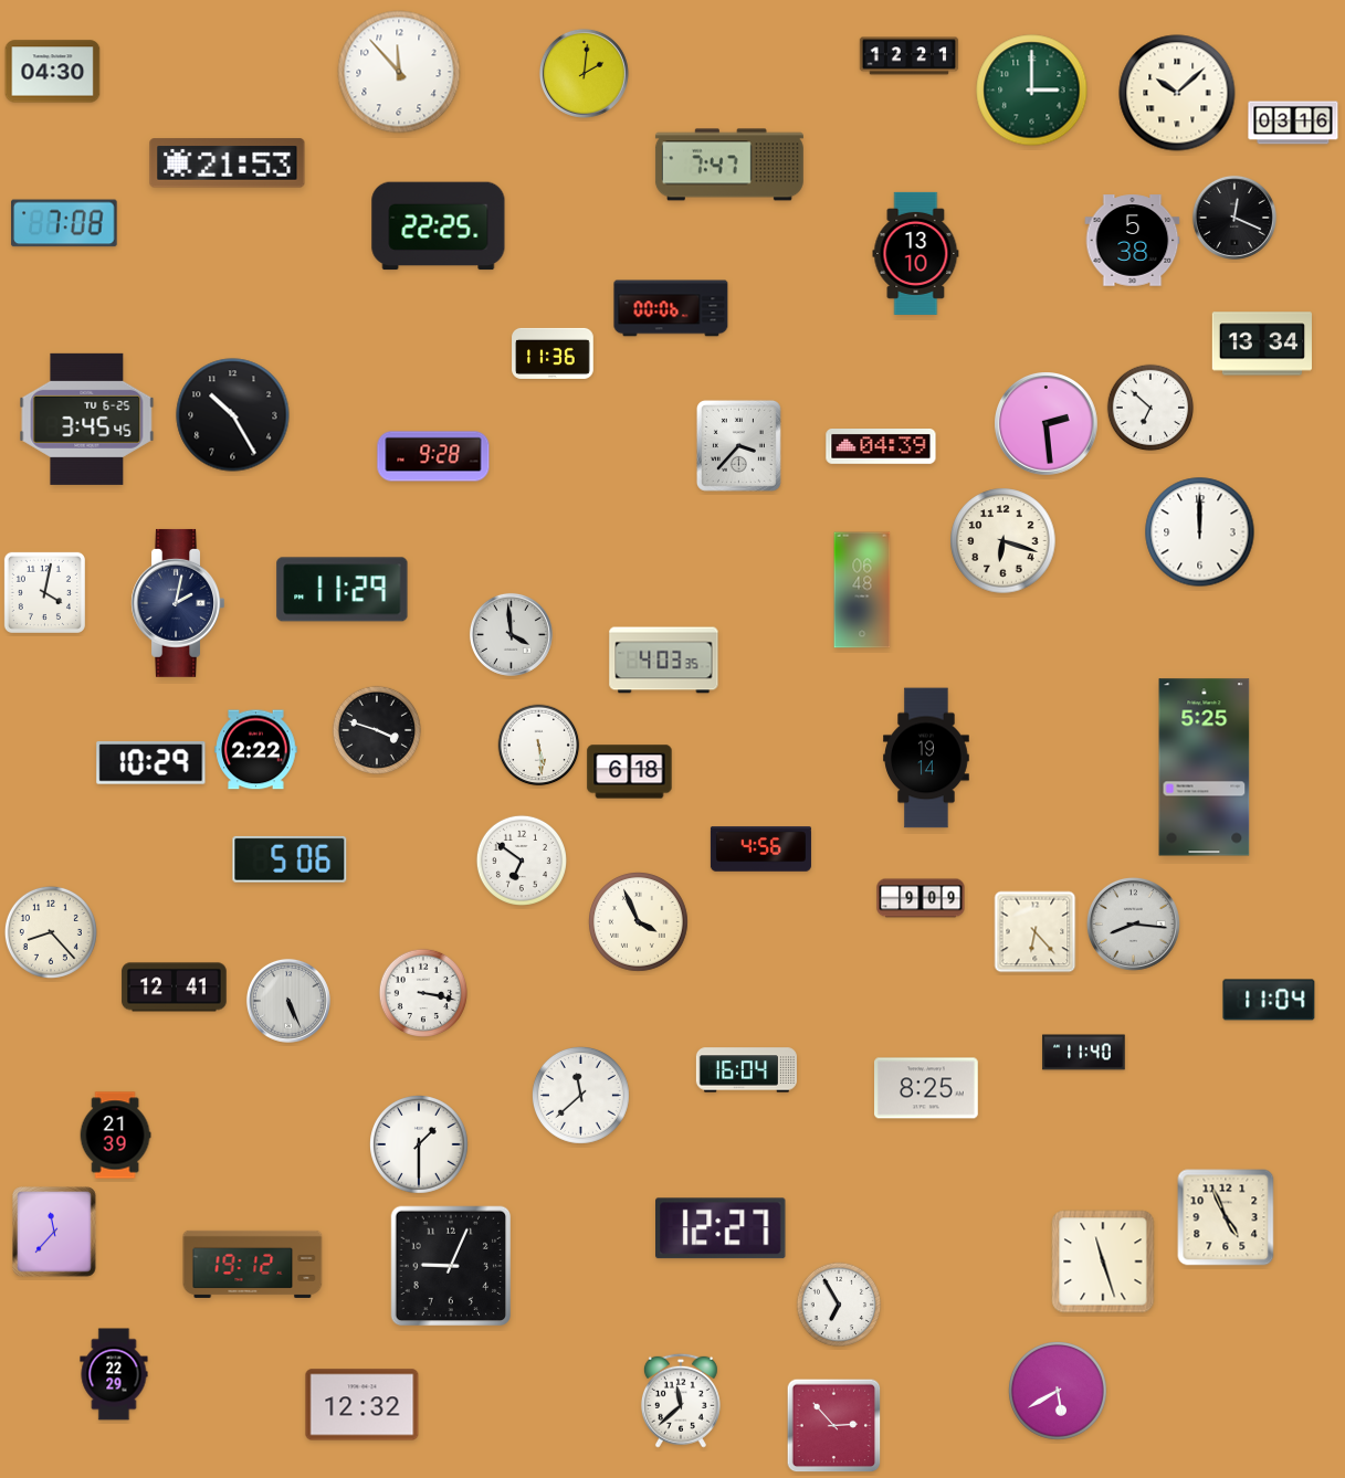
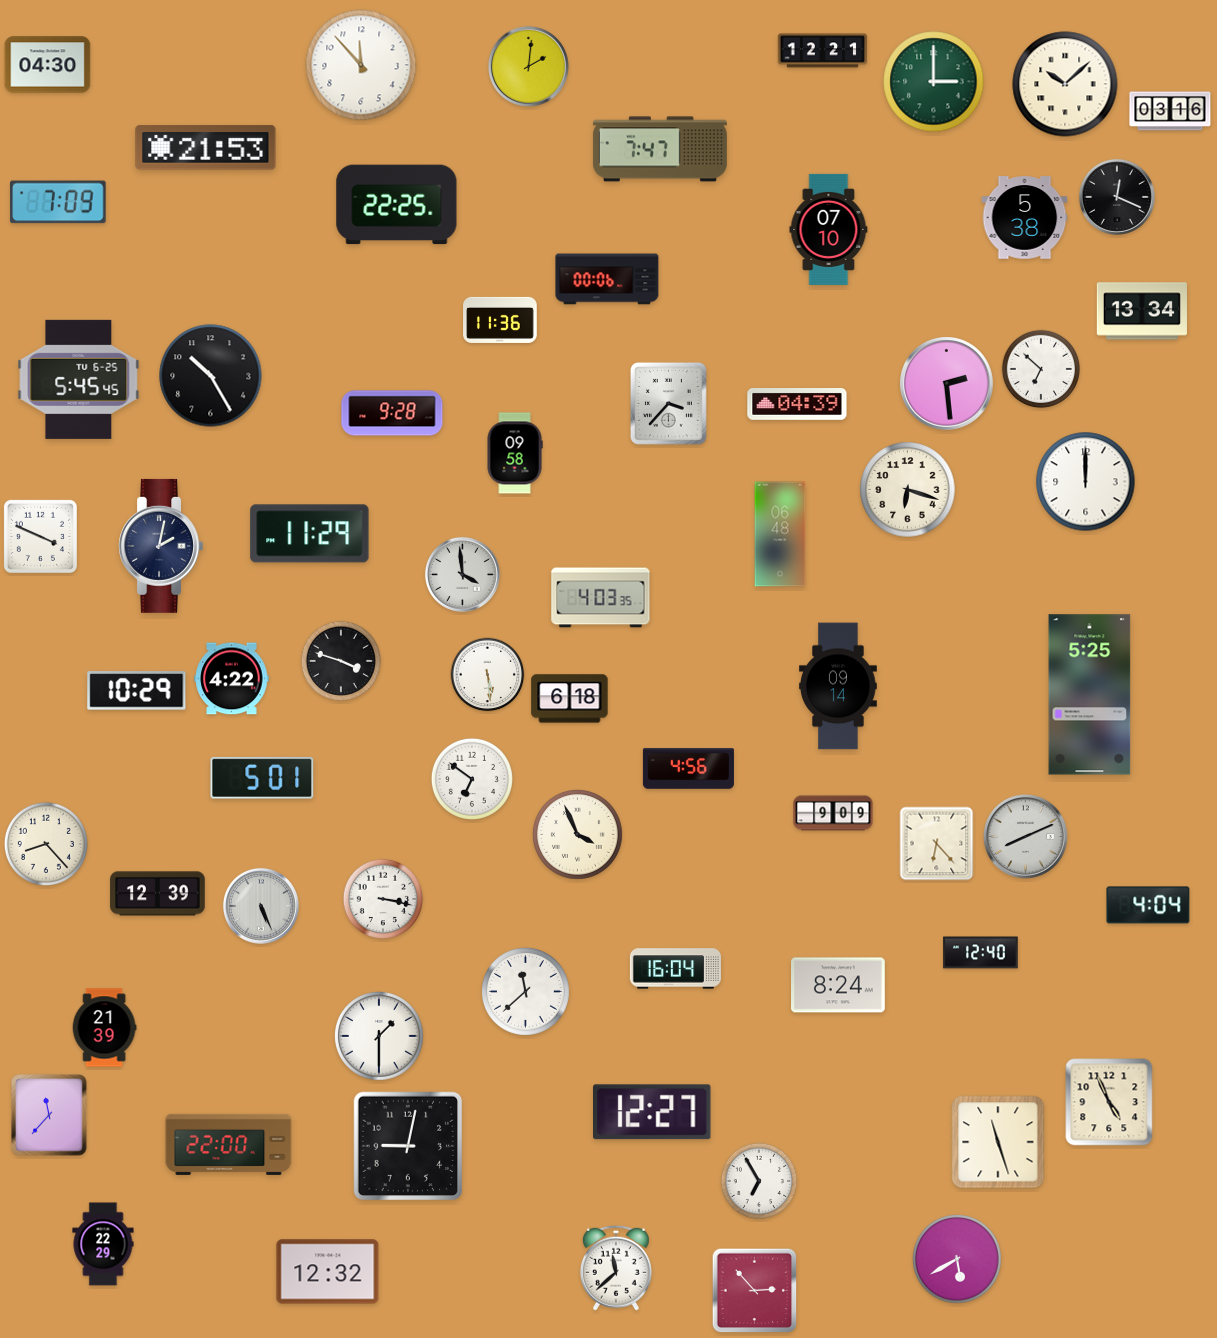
clock at (64, 223): 7:08 -> 7:09
clock at (916, 253): 13:10 -> 07:10
clock at (87, 419): 3:45 -> 5:45
clock at (515, 453): none -> 09:58
clock at (44, 592): 4:02 -> 3:49
clock at (256, 750): 2:22 -> 4:22
clock at (926, 758): 19:14 -> 09:14
clock at (290, 859): 5:06 -> 5:01
clock at (1133, 923): 8:16 -> 8:11
clock at (175, 988): 12:41 -> 12:39
clock at (1269, 1000): 11:04 -> 4:04
clock at (1084, 1053): 11:40 -> 12:40
clock at (927, 1088): 8:25 -> 8:24
clock at (253, 1264): 19:12 -> 22:00
clock at (451, 1266): 9:04 -> 9:02
